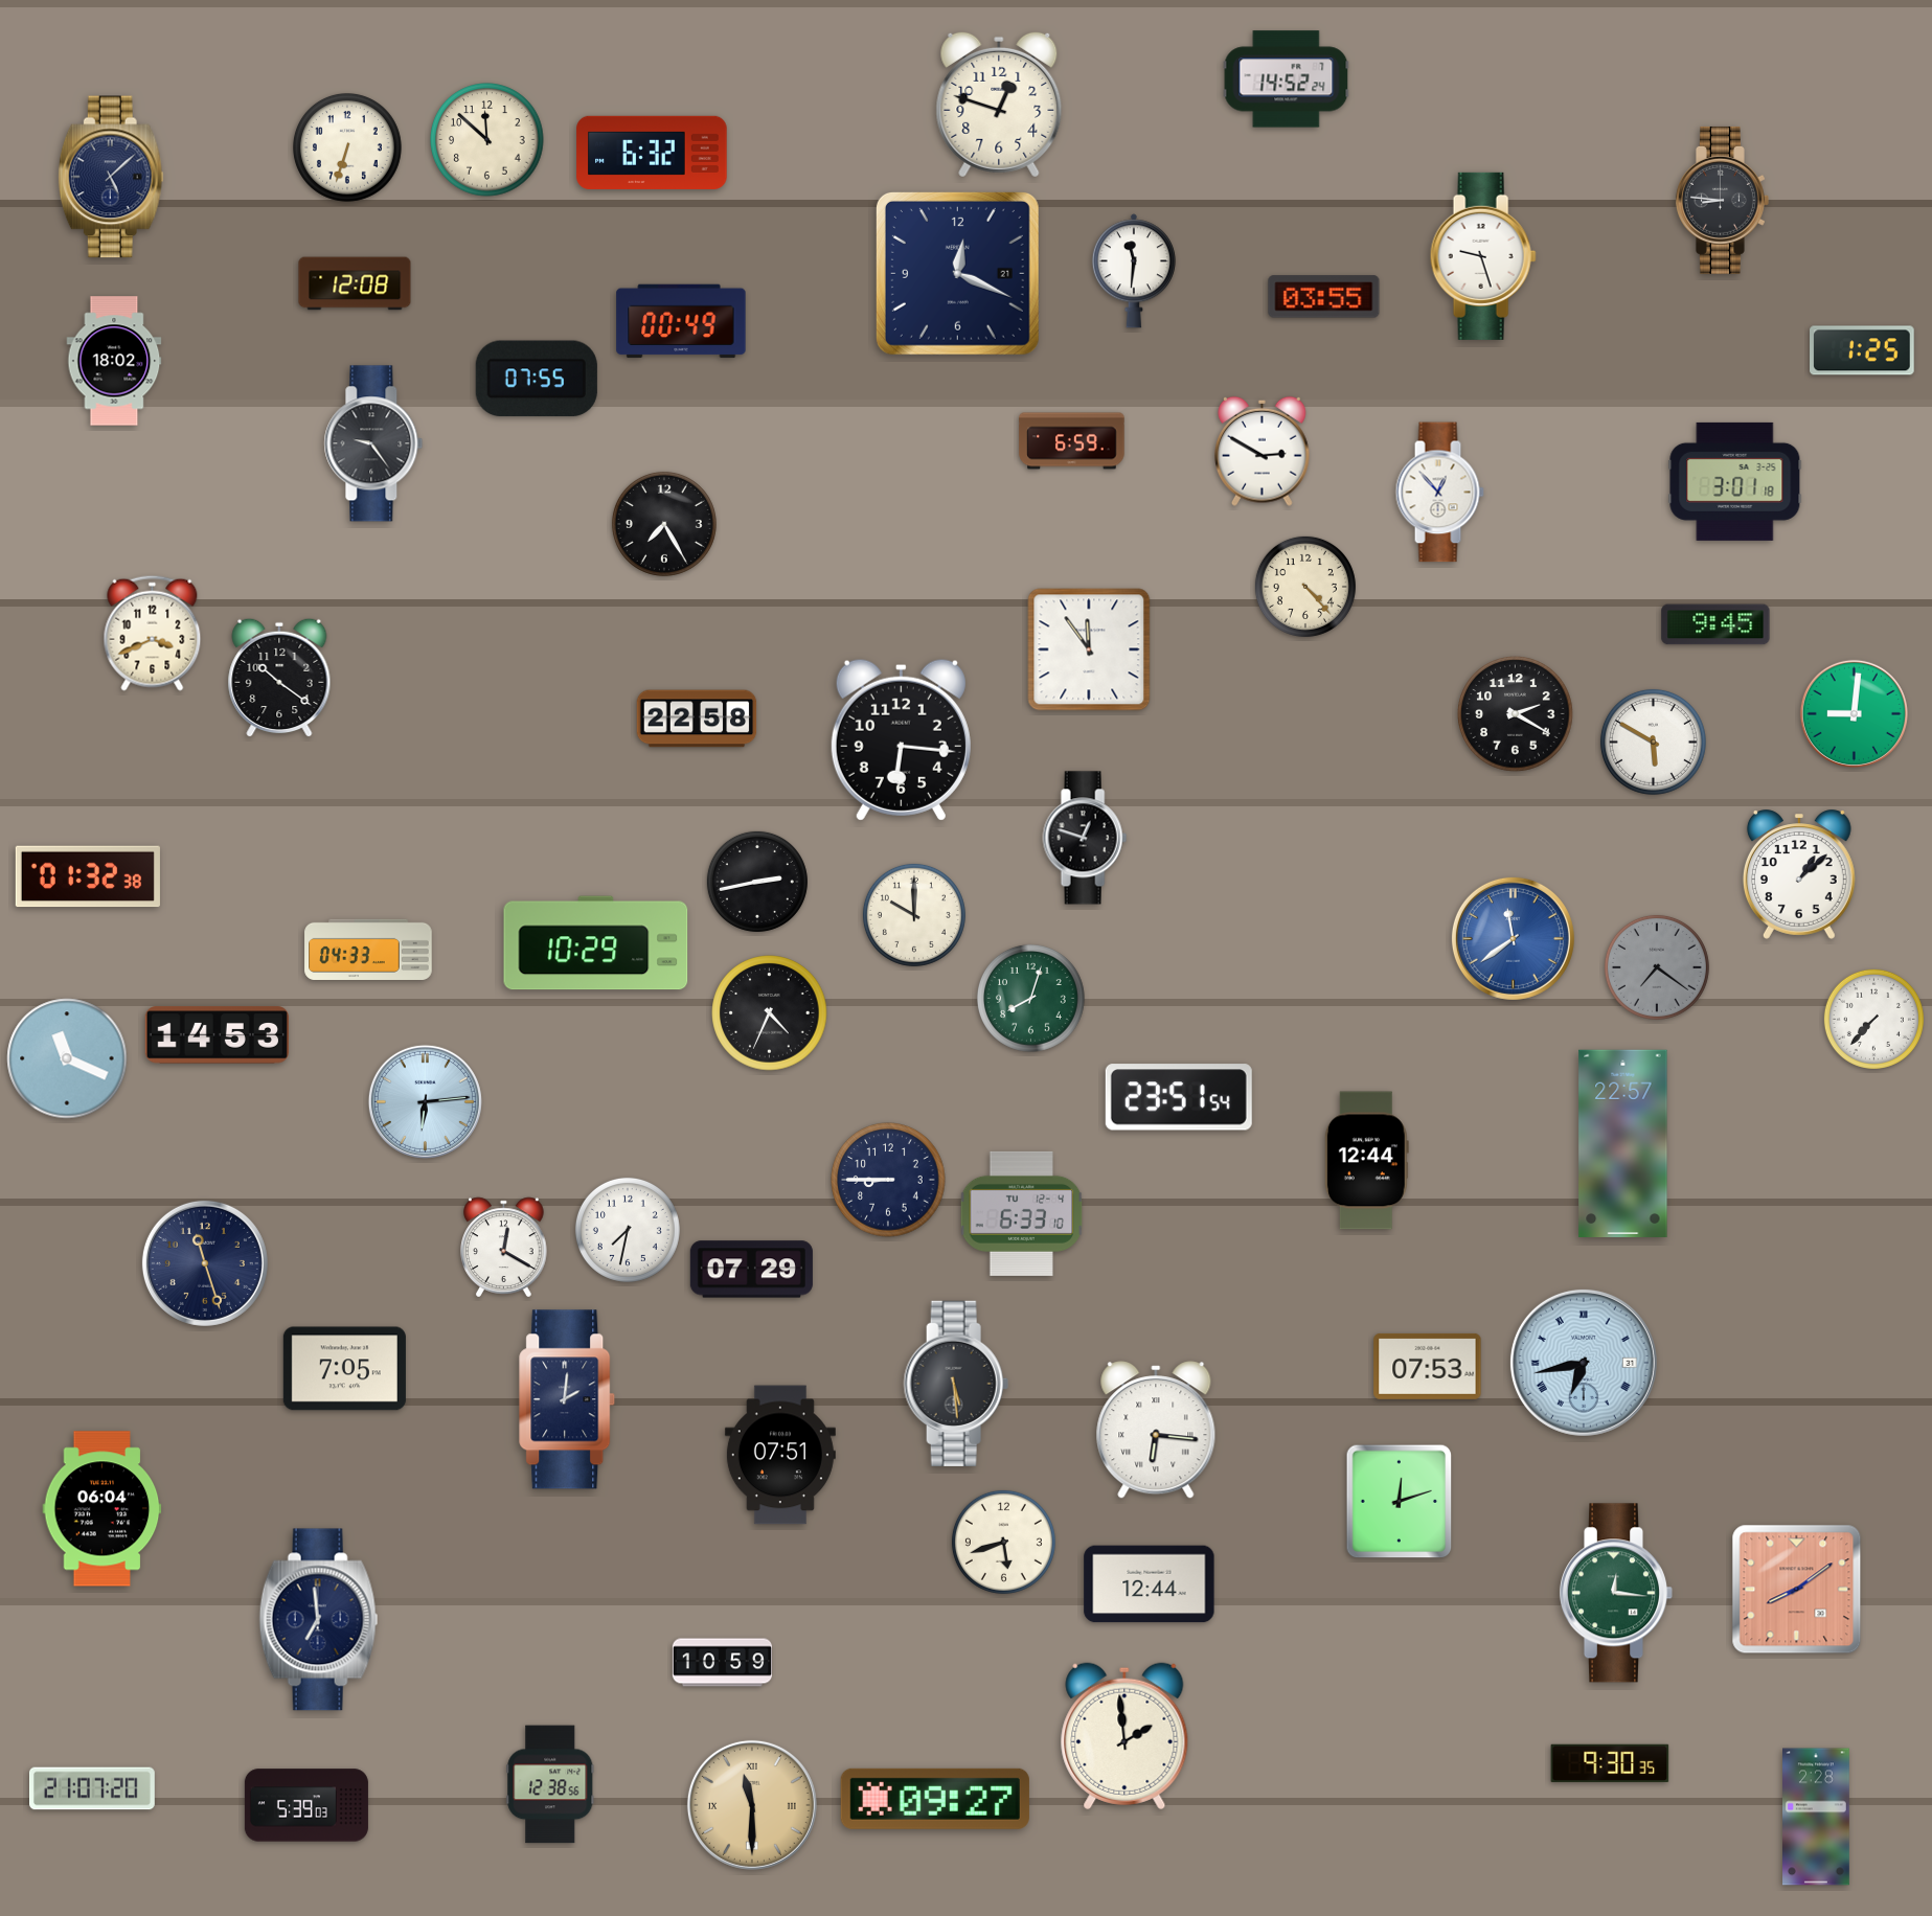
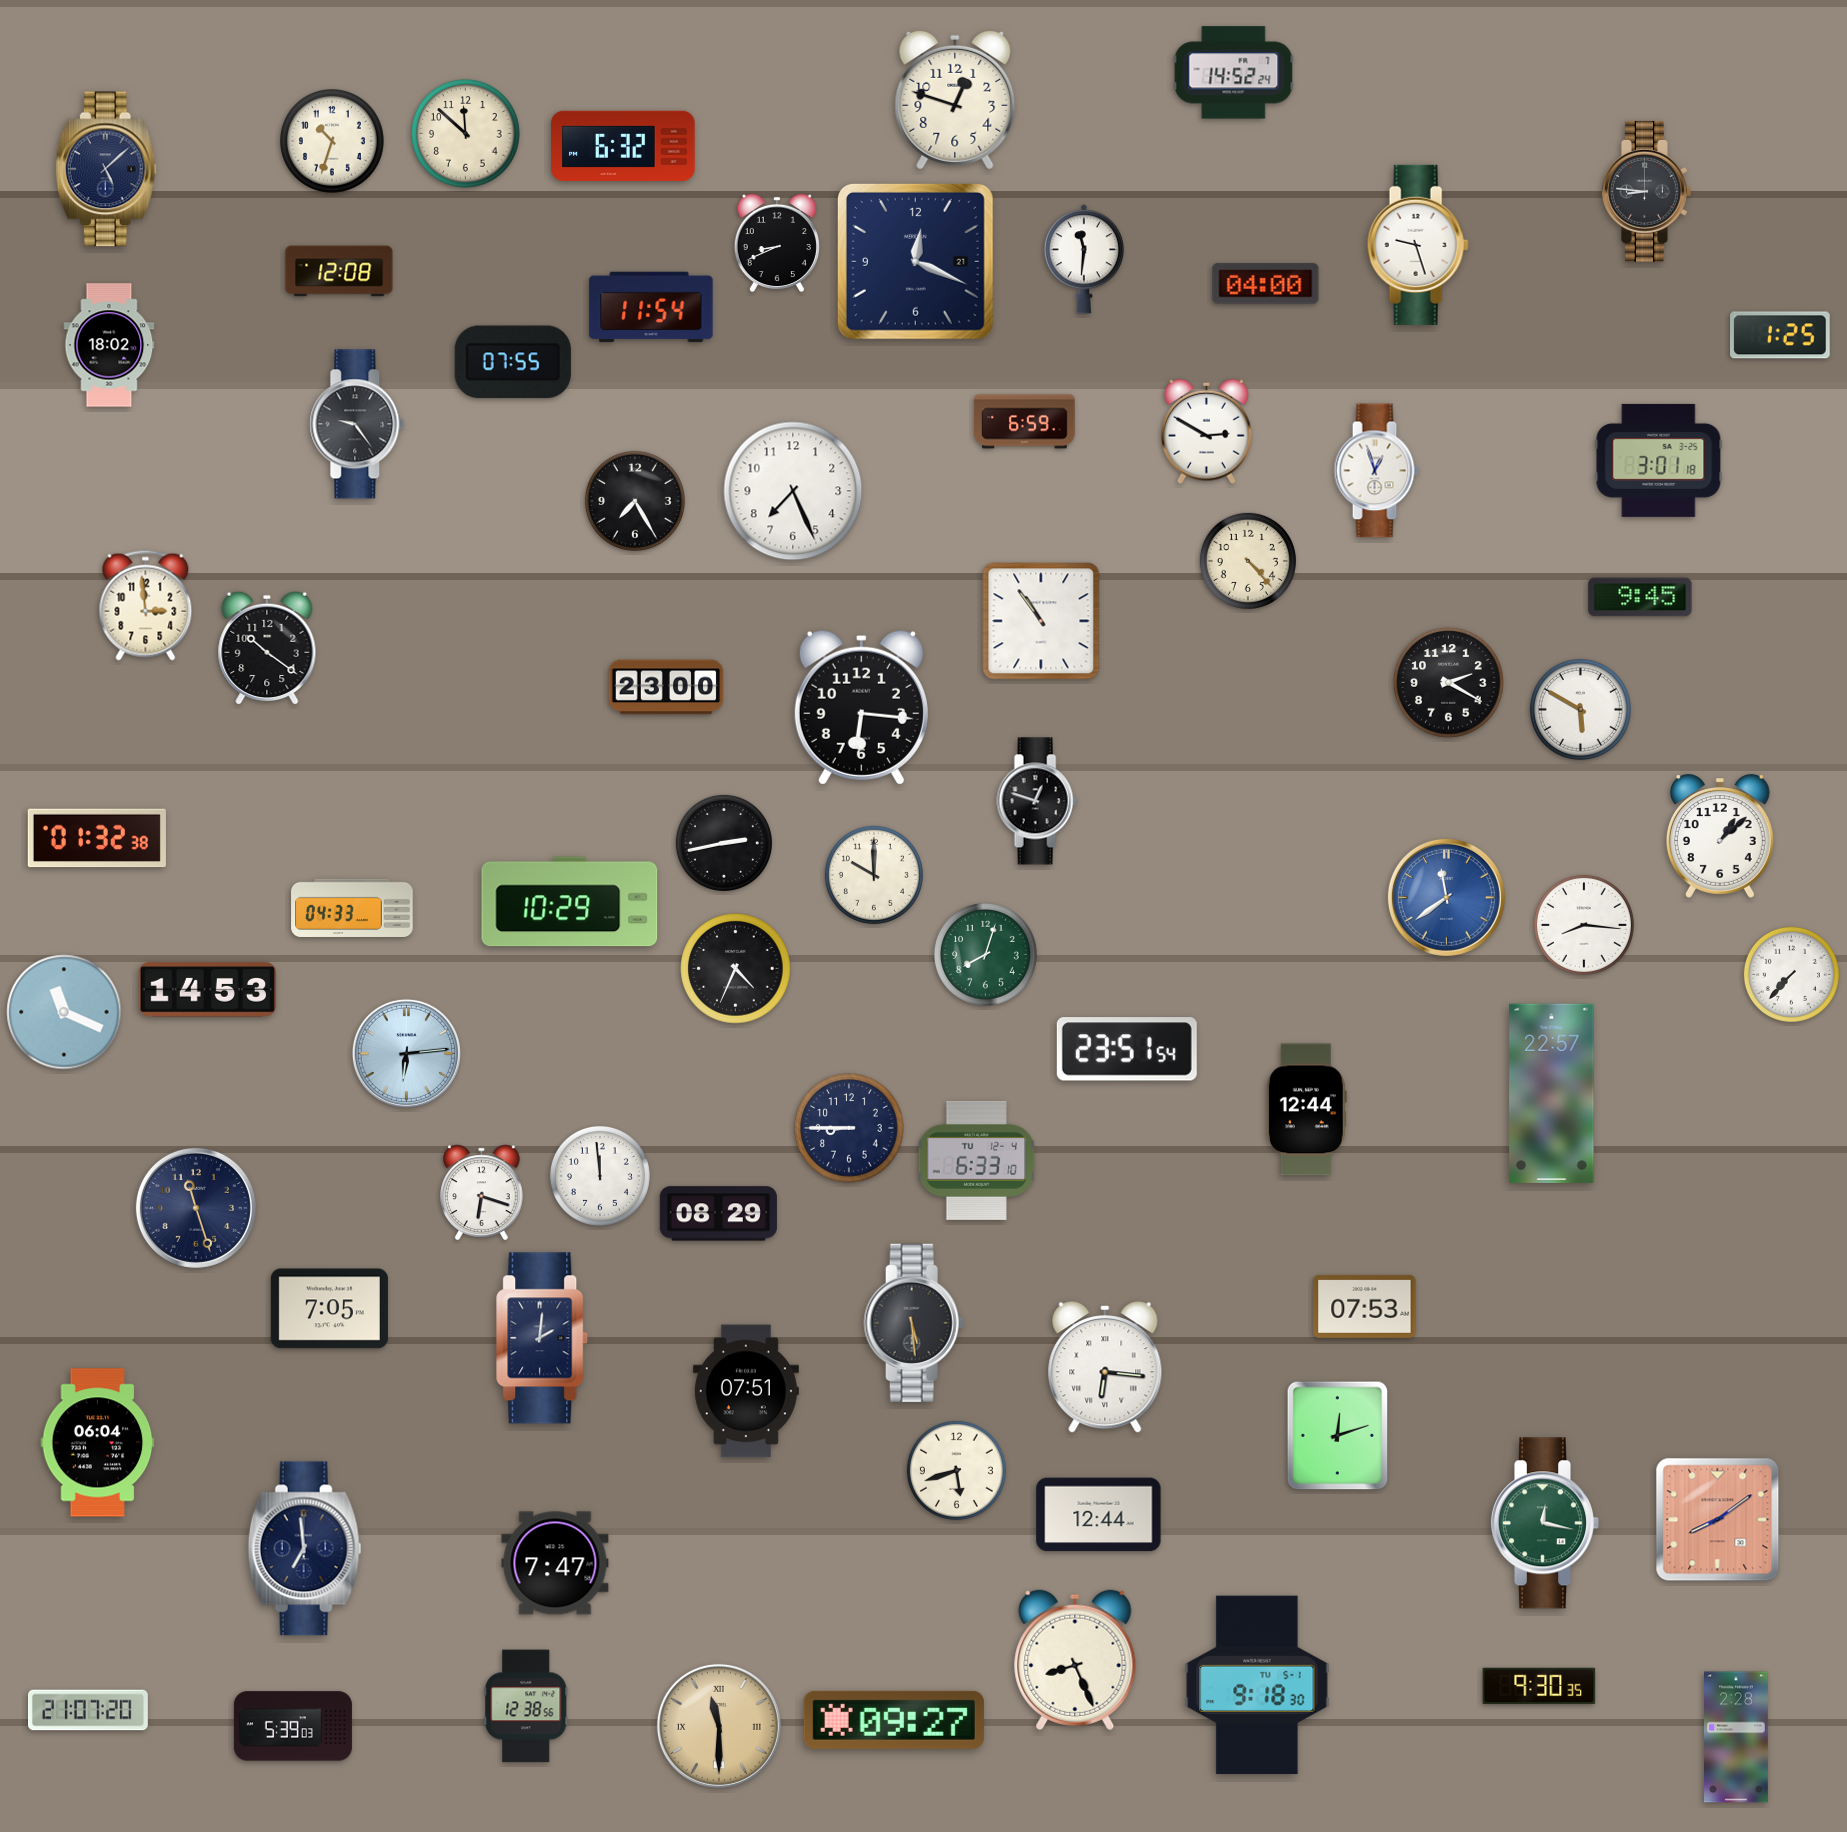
clock at (1287, 79) position: (1287, 79) -> (1234, 73)
clock at (348, 149): 6:33 -> 10:33
clock at (777, 243): none -> 8:41
clock at (1324, 297): 03:55 -> 04:00
clock at (681, 321): 00:49 -> 11:54
clock at (1439, 493): 12:53 -> 12:57
clock at (793, 491): none -> 7:26
clock at (153, 633): 3:41 -> 2:59
clock at (1089, 649): 11:54 -> 10:54
clock at (1854, 713): 9:01 -> none
clock at (697, 718): 22:58 -> 23:00
clock at (88, 876) position: (88, 876) -> (97, 838)
clock at (1657, 967): 7:21 -> 8:16
clock at (1657, 967) dial: grey -> white
clock at (628, 1230): 7:32 -> 11:59
clock at (504, 1248): 12:20 -> 6:18
clock at (751, 1270): 07:29 -> 08:29
clock at (1584, 1363): 6:43 -> none
clock at (1003, 1542) position: (1003, 1542) -> (956, 1470)
clock at (1616, 1593): 12:16 -> 12:17
clock at (555, 1563): none -> 7:47
clock at (722, 1663): 10:59 -> none
clock at (1124, 1736): 1:59 -> 8:26
clock at (1257, 1685): none -> 9:18
